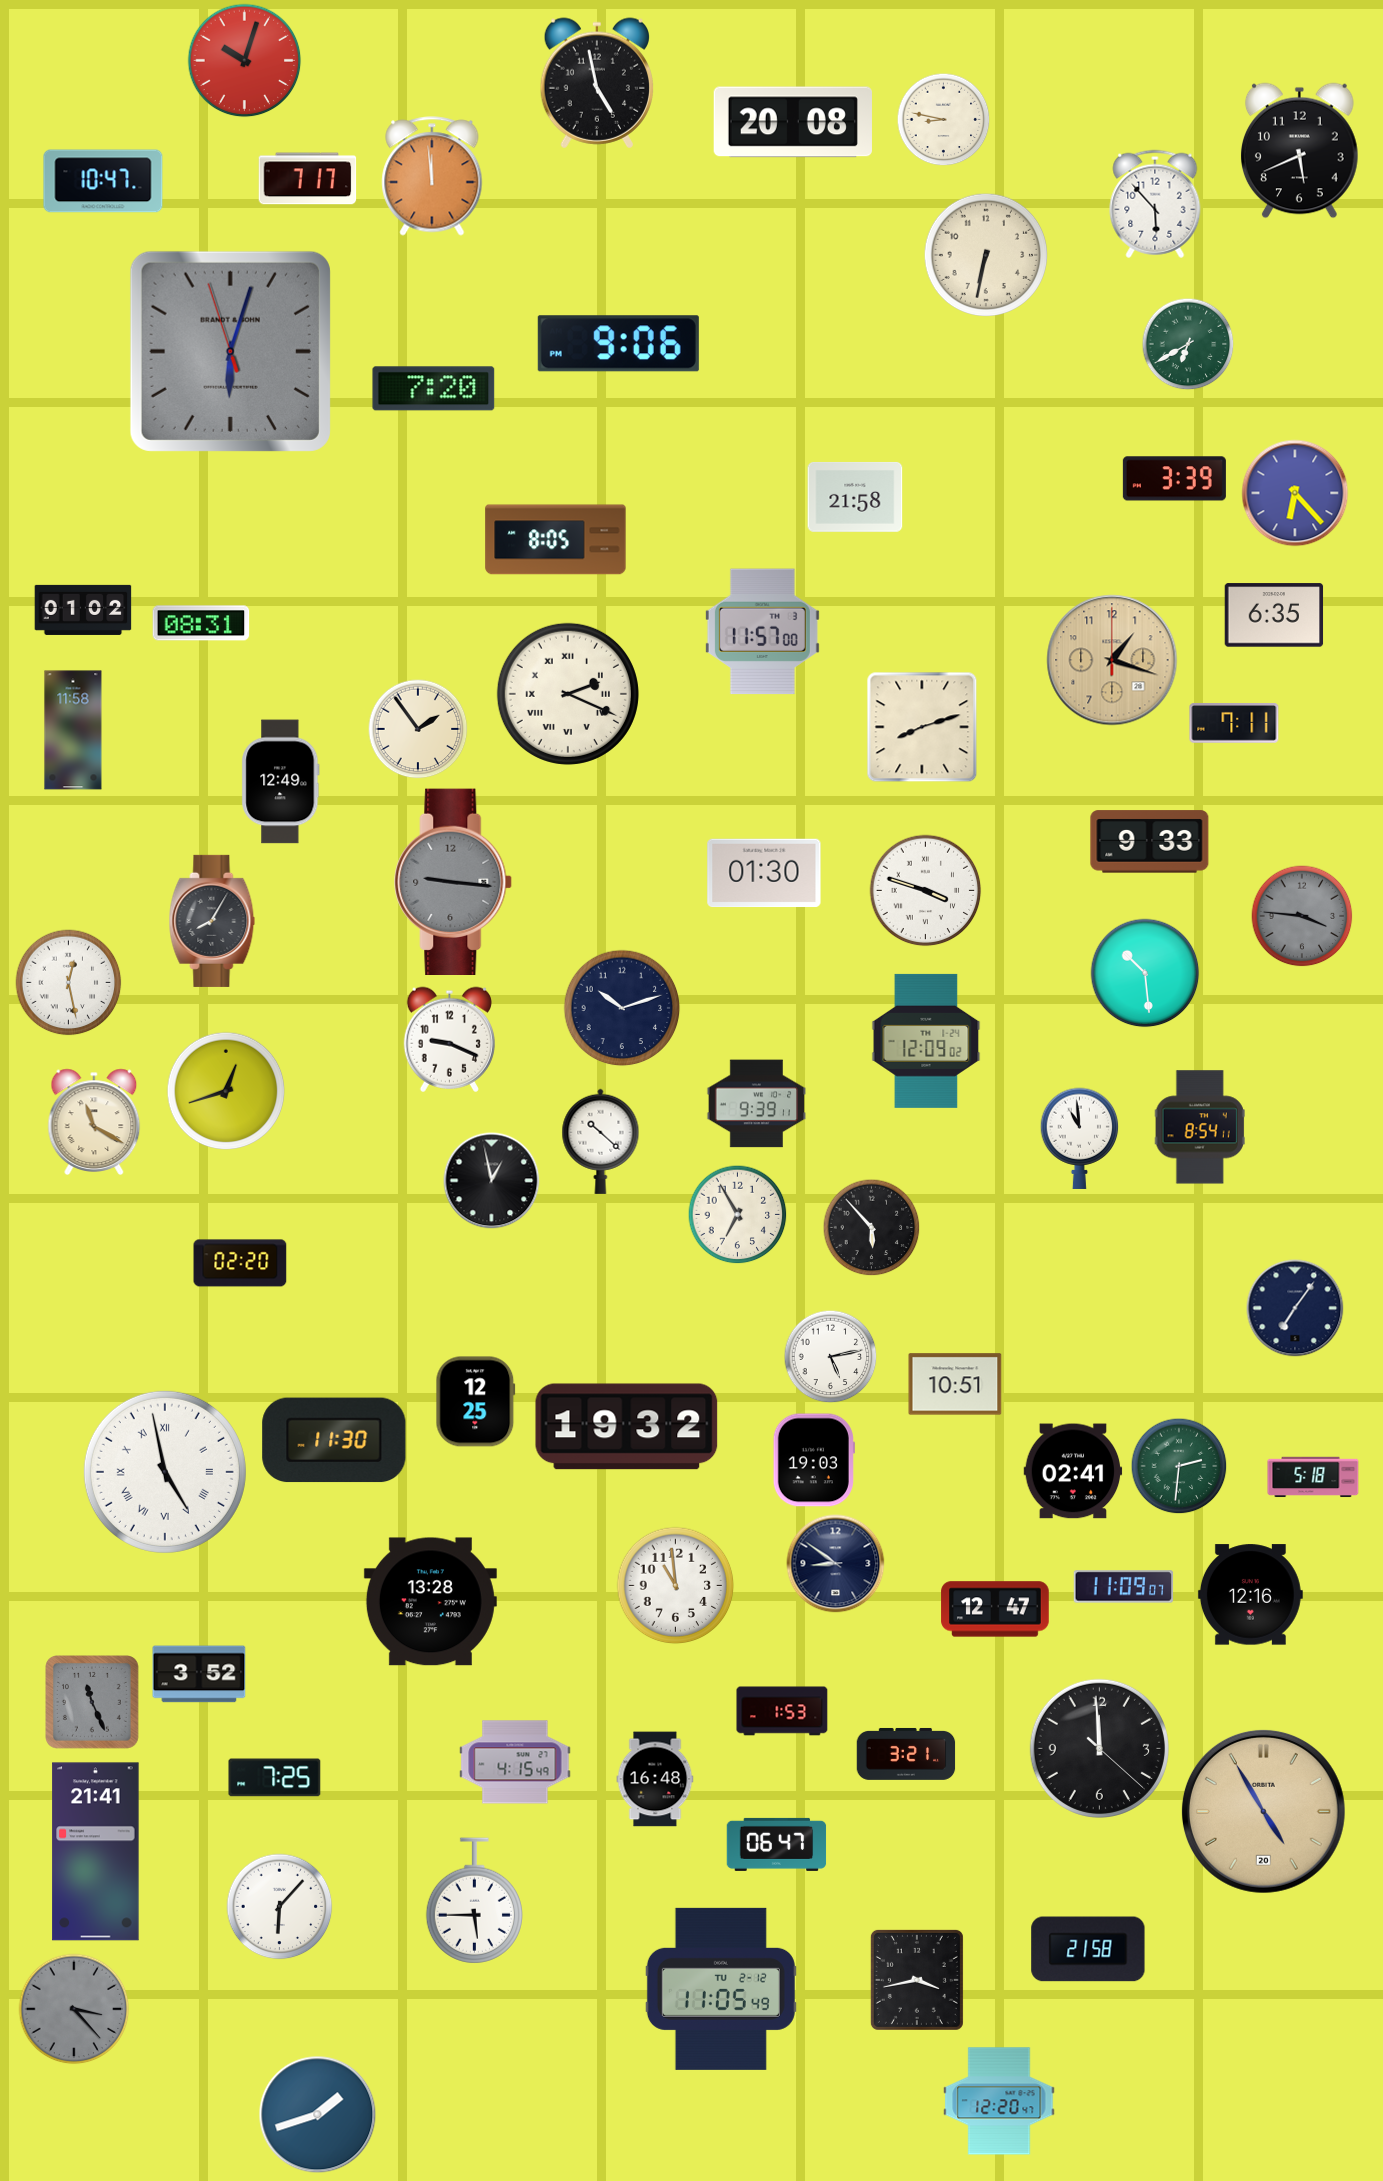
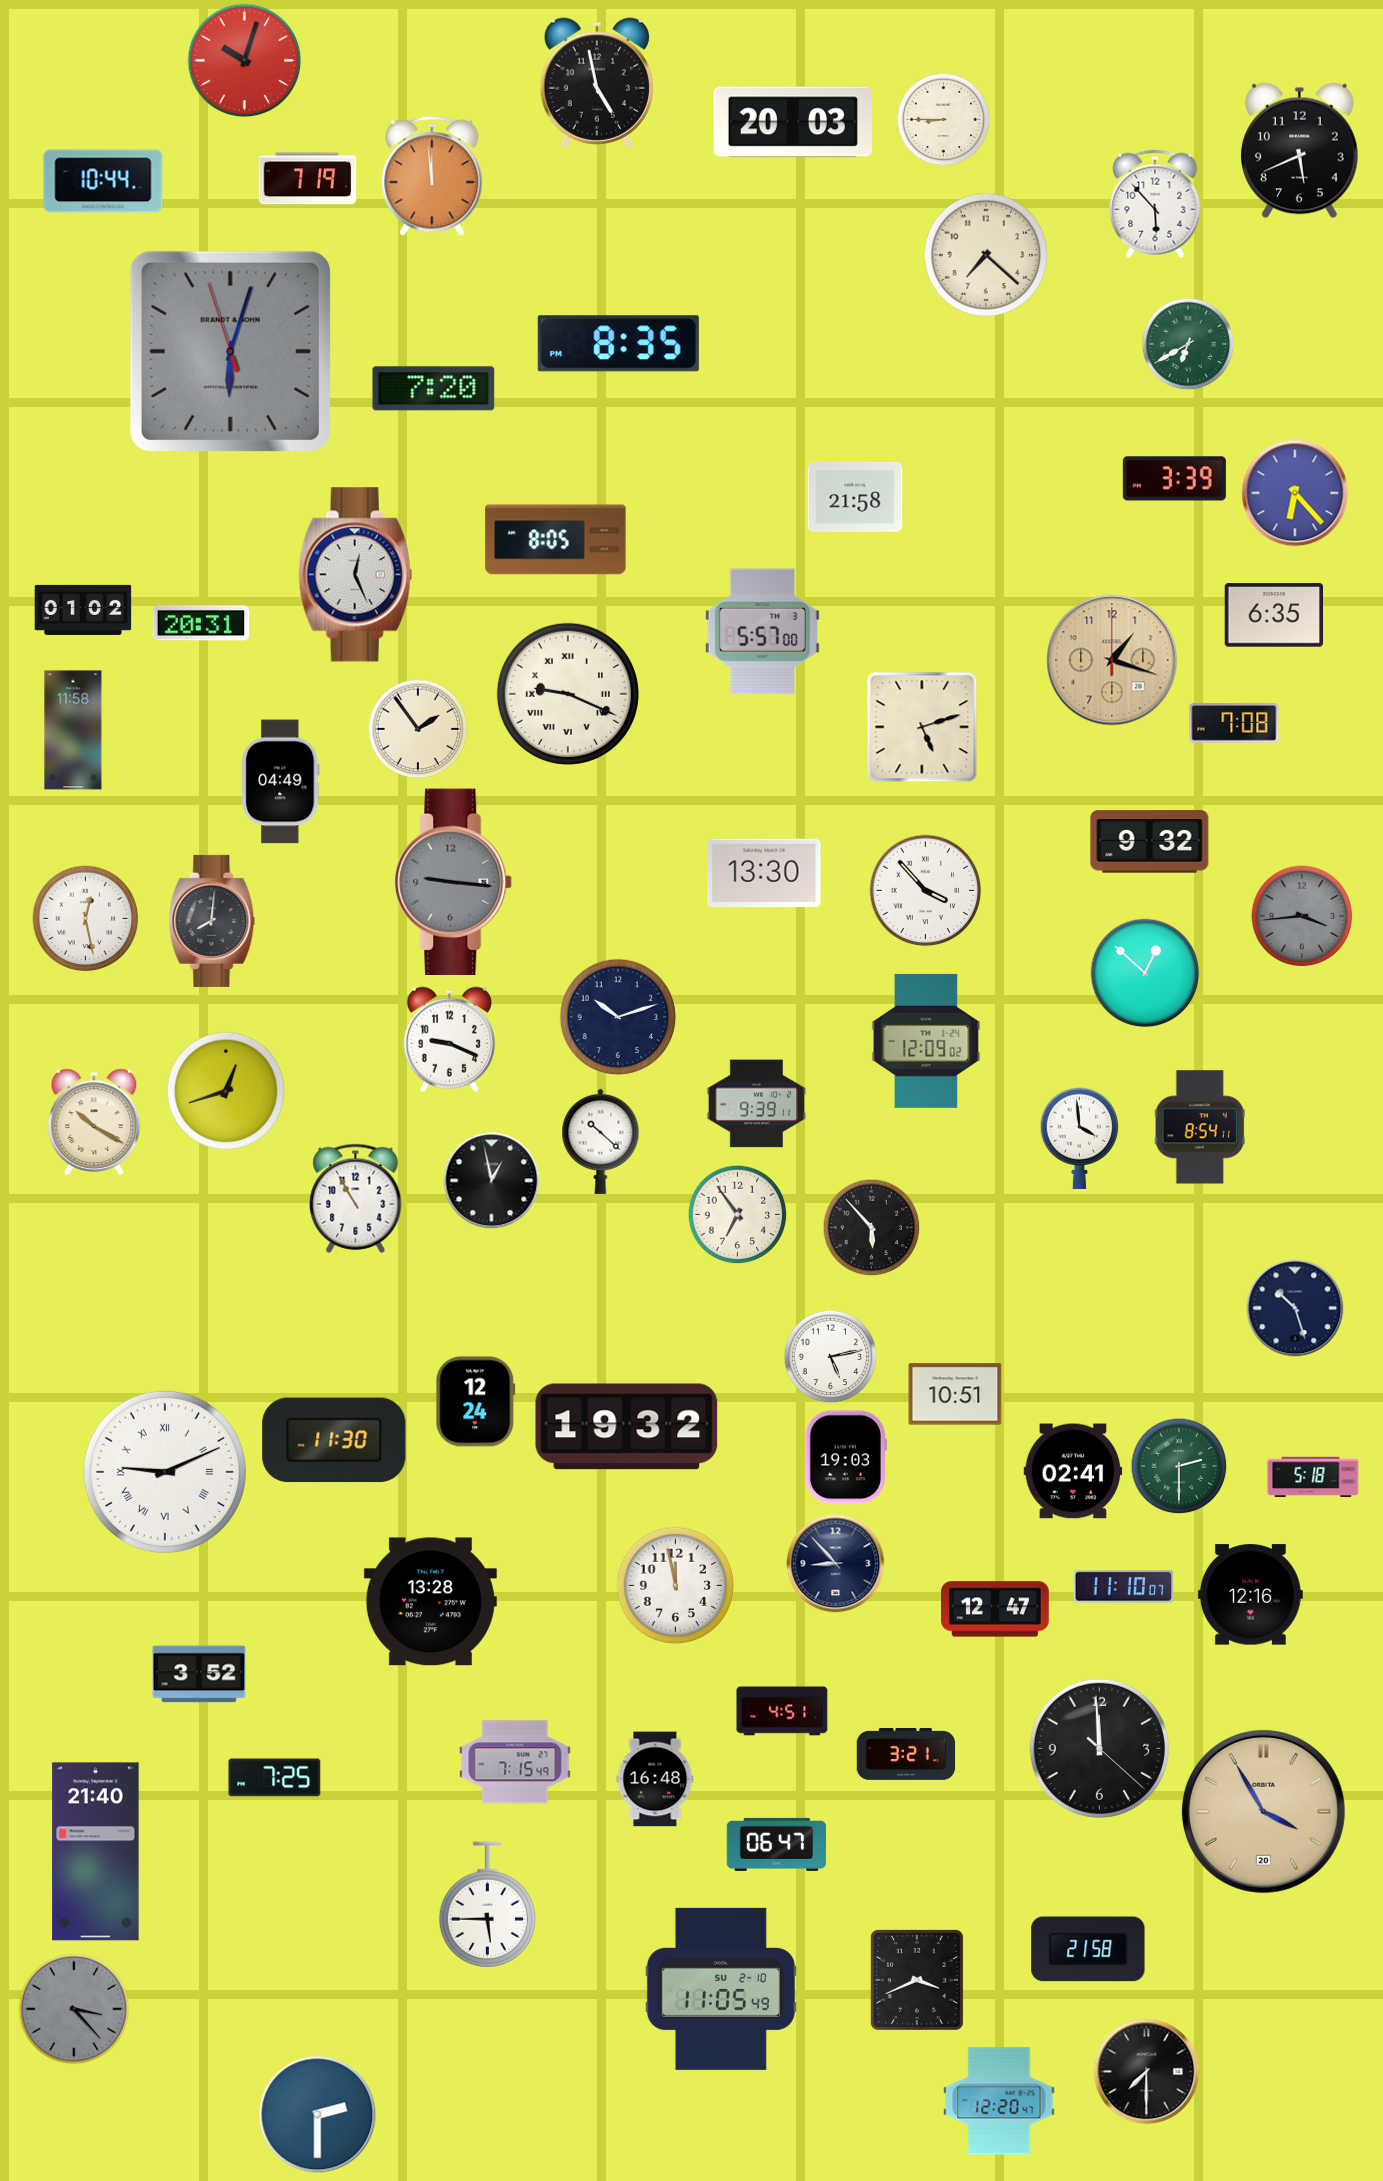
clock at (944, 120): 8:47 -> 8:45
clock at (793, 122): 20:08 -> 20:03
clock at (308, 179): 7:17 -> 7:19
clock at (103, 181): 10:47 -> 10:44
clock at (986, 255): 6:32 -> 7:22
clock at (618, 344): 9:06 -> 8:35
clock at (356, 575): none -> 12:26
clock at (201, 623): 08:31 -> 20:31
clock at (762, 632): 11:57 -> 5:57
clock at (568, 694): 2:19 -> 9:19
clock at (1234, 724): 7:11 -> 7:08
clock at (922, 727): 8:12 -> 5:12
clock at (281, 782): 12:49 -> 04:49
clock at (1150, 842): 9:33 -> 9:32
clock at (764, 873): 01:30 -> 13:30
clock at (926, 891): 3:48 -> 3:53
clock at (1302, 916): 3:46 -> 3:44
clock at (212, 921): 8:05 -> 8:01
clock at (1145, 973): 10:29 -> 12:52
clock at (69, 983) position: (69, 983) -> (86, 919)
clock at (622, 1008) position: (622, 1008) -> (618, 1017)
clock at (94, 1121): 11:20 -> 10:20
clock at (1080, 1138): 10:59 -> 3:59
clock at (356, 1198): none -> 10:55
clock at (738, 1215): 6:55 -> 6:54
clock at (240, 1263): 02:20 -> none
clock at (1295, 1308): 7:06 -> 10:27
clock at (955, 1384) position: (955, 1384) -> (955, 1394)
clock at (476, 1402): 12:25 -> 12:24
clock at (814, 1460) position: (814, 1460) -> (846, 1457)
clock at (1179, 1466): 2:31 -> 2:30
clock at (165, 1472): 4:58 -> 9:11
clock at (836, 1564): 8:51 -> 8:53
clock at (676, 1586): 10:59 -> 11:58
clock at (1124, 1587): 11:09 -> 11:10
clock at (93, 1703): 11:26 -> none
clock at (782, 1711): 1:53 -> 4:51
clock at (515, 1762): 4:15 -> 7:15
clock at (1263, 1811): 4:55 -> 3:55
clock at (96, 1852): 21:41 -> 21:40
clock at (474, 1901) position: (474, 1901) -> (487, 1905)
clock at (280, 1907): 6:07 -> none
clock at (917, 1980): 3:43 -> 3:41
clock at (721, 1989) date: TU 2-12 -> SU 2-10
clock at (1147, 2072): none -> 7:30
clock at (318, 2115): 1:42 -> 2:30
